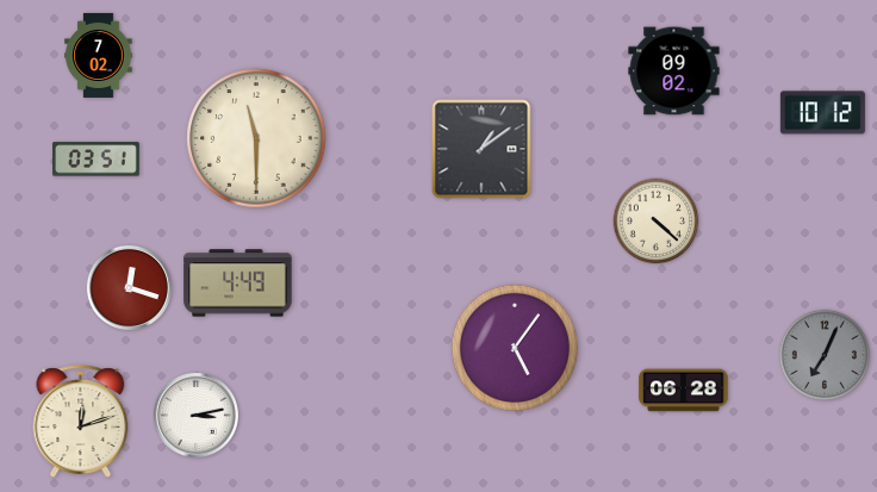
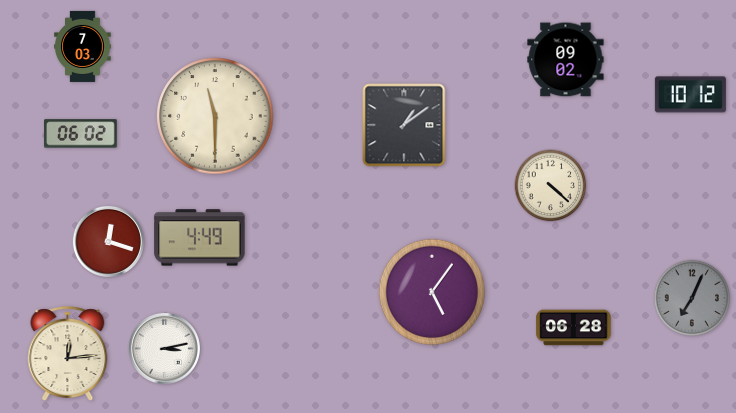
clock at (99, 55): 7:02 -> 7:03
clock at (97, 160): 03:51 -> 06:02
clock at (81, 422): 12:12 -> 12:14
